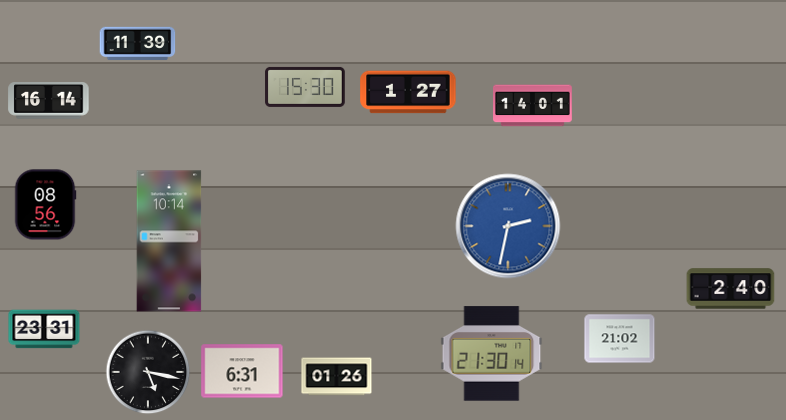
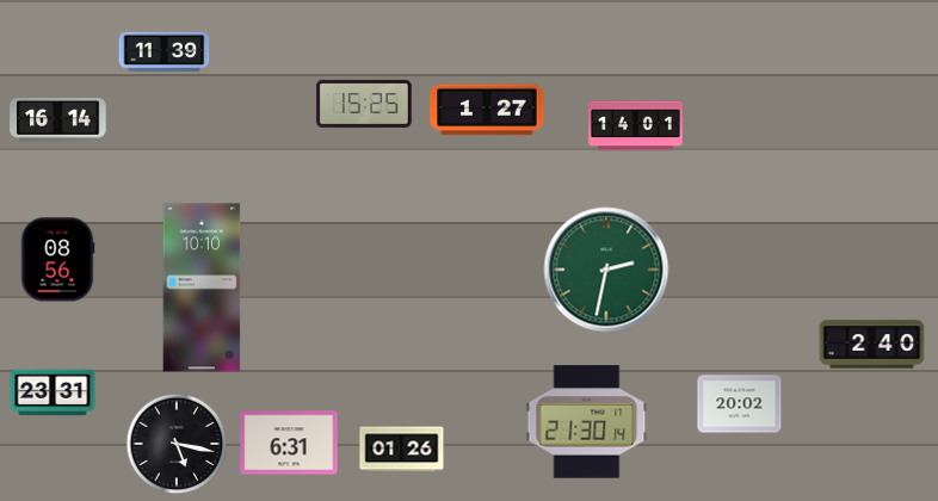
clock at (305, 87): 15:30 -> 15:25
clock at (45, 205) position: (45, 205) -> (57, 260)
clock at (508, 226) dial: blue -> green
clock at (169, 241): 10:14 -> 10:10
clock at (620, 339): 21:02 -> 20:02
